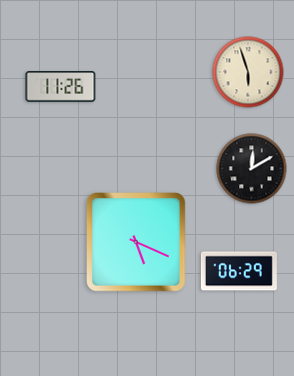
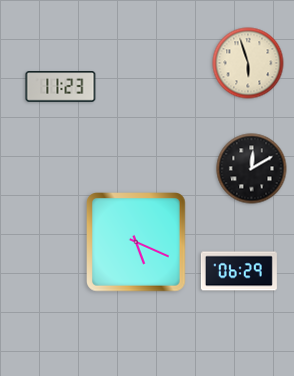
clock at (248, 72) position: (248, 72) -> (248, 63)
clock at (61, 87): 11:26 -> 11:23
